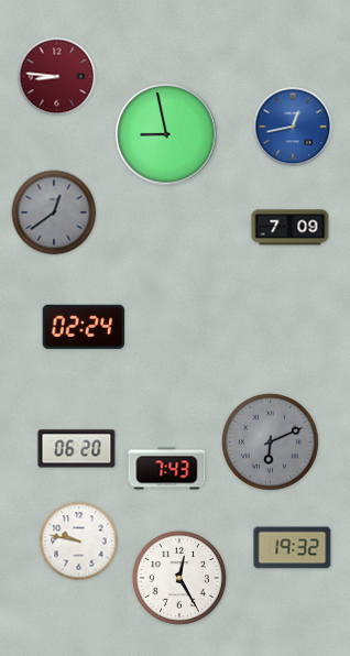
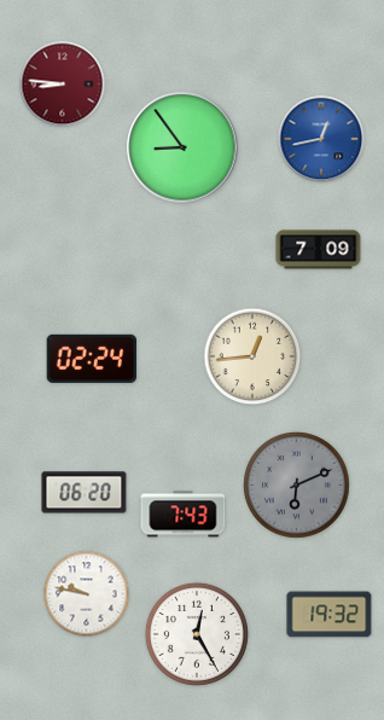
clock at (166, 134): 8:58 -> 8:54
clock at (54, 212): 12:39 -> none
clock at (252, 356): none -> 12:44
clock at (293, 548) position: (293, 548) -> (330, 615)
